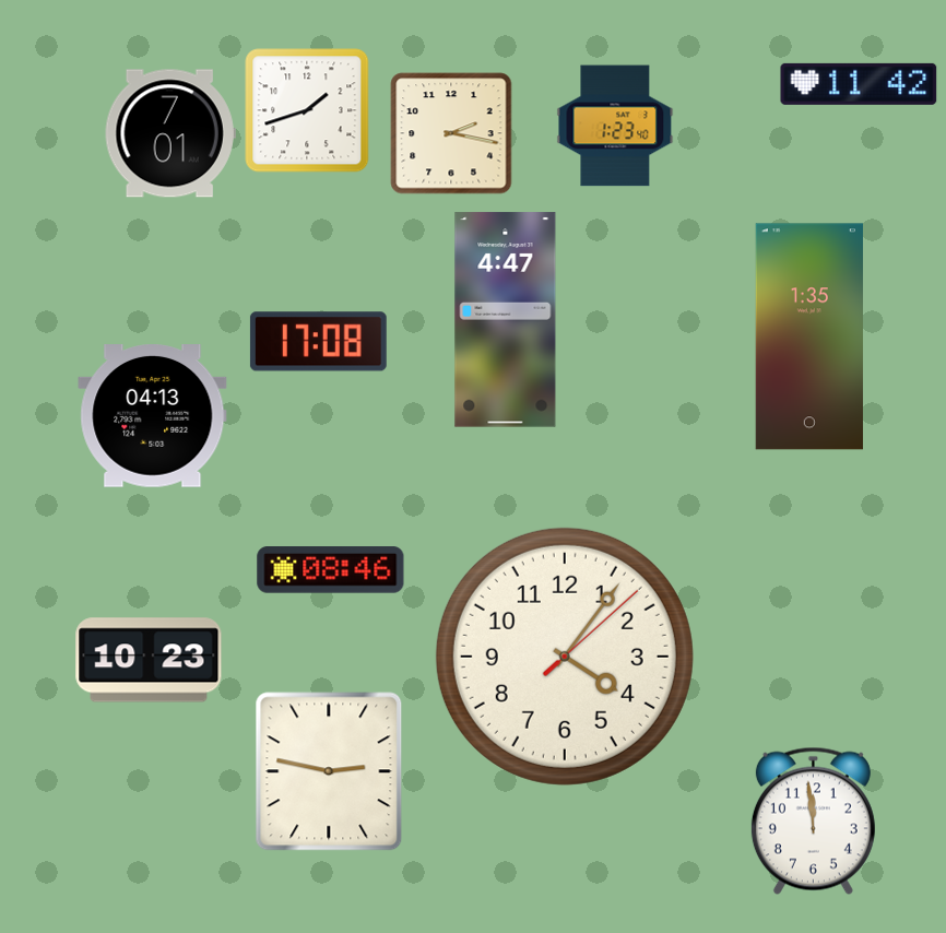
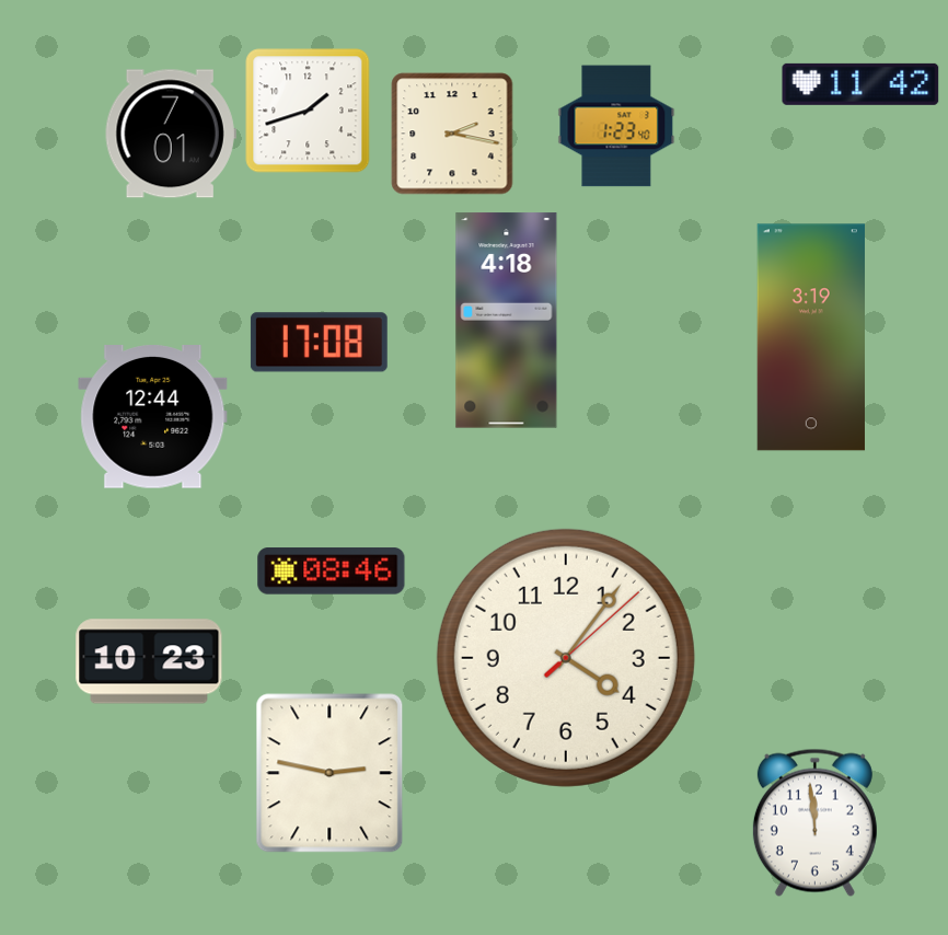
clock at (506, 320): 4:47 -> 4:18
clock at (809, 336): 1:35 -> 3:19
clock at (153, 416): 04:13 -> 12:44
